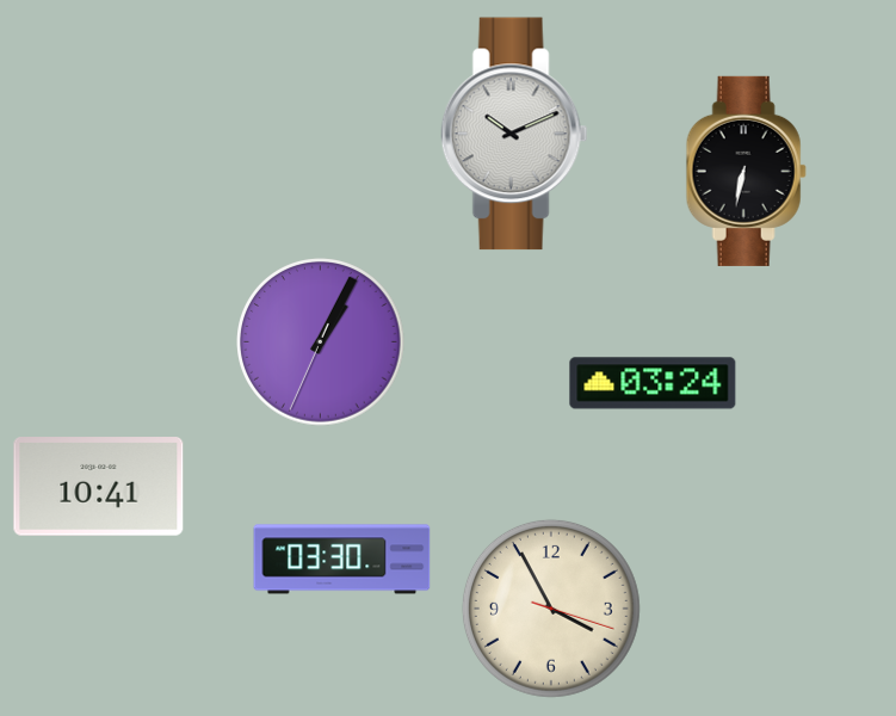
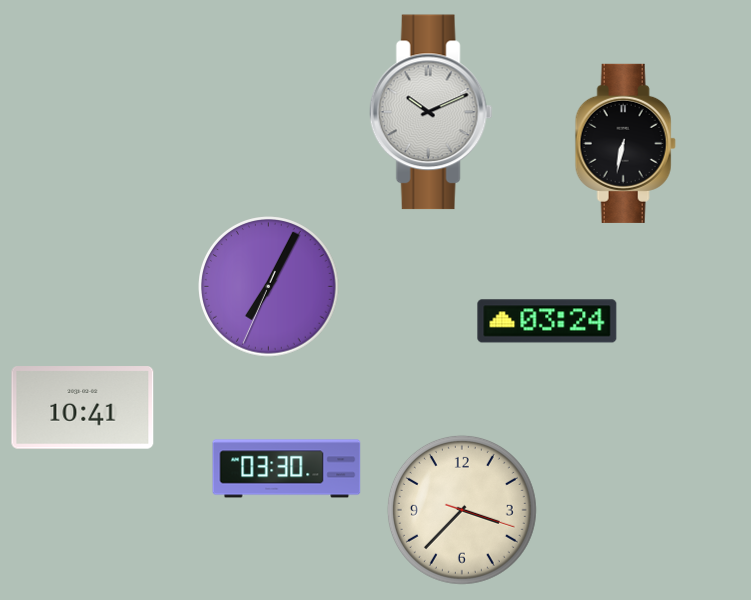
clock at (321, 342): 1:04 -> 7:04
clock at (551, 609): 3:55 -> 3:37
